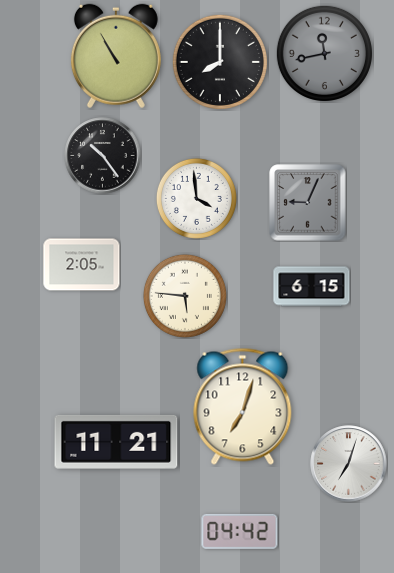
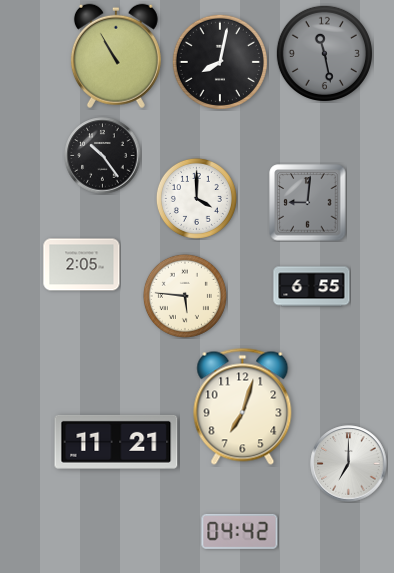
clock at (324, 53): 11:43 -> 11:28
clock at (220, 62): 8:00 -> 8:02
clock at (196, 198): 3:59 -> 4:00
clock at (308, 203): 9:04 -> 9:01
clock at (312, 287): 6:15 -> 6:55
clock at (349, 464): 7:03 -> 7:00
